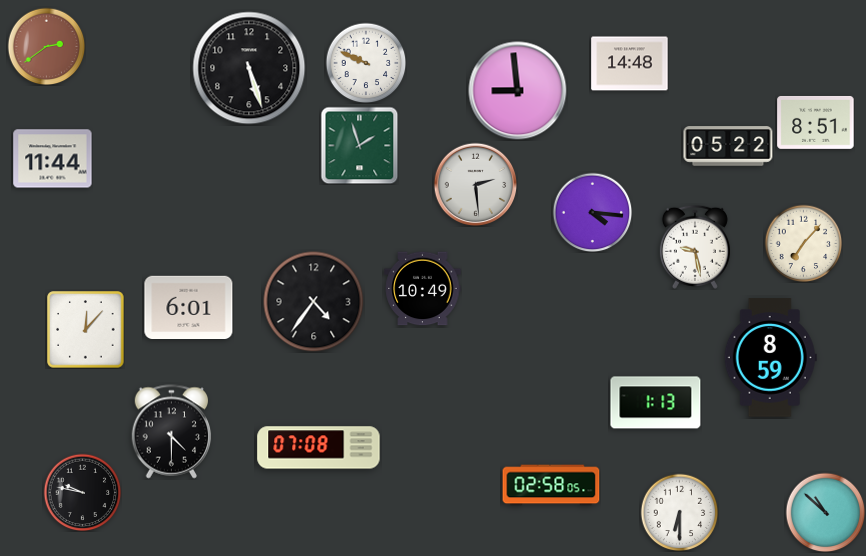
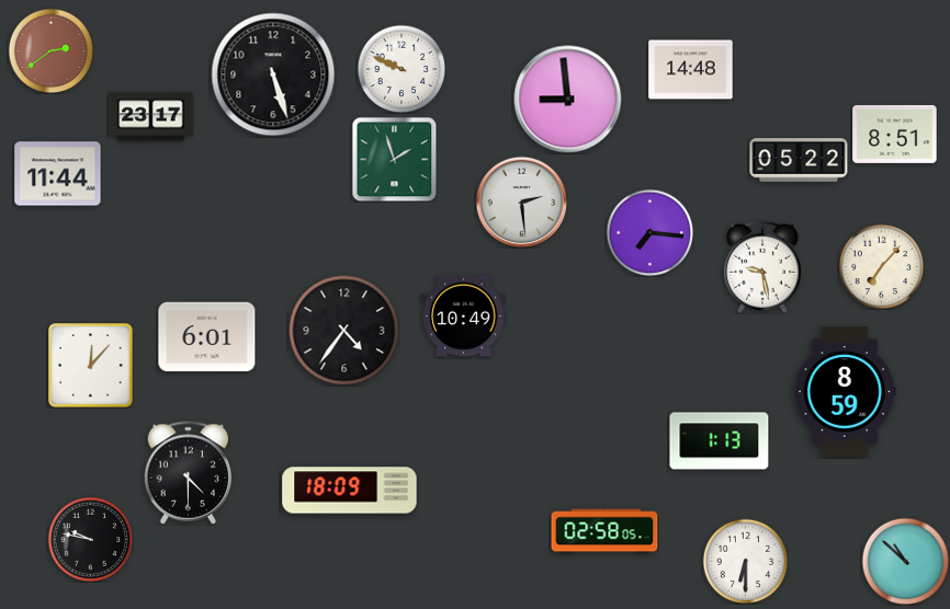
clock at (151, 117): none -> 23:17
clock at (592, 212): 4:16 -> 7:16
clock at (695, 247) position: (695, 247) -> (762, 267)
clock at (86, 330) position: (86, 330) -> (91, 366)
clock at (319, 448): 07:08 -> 18:09
